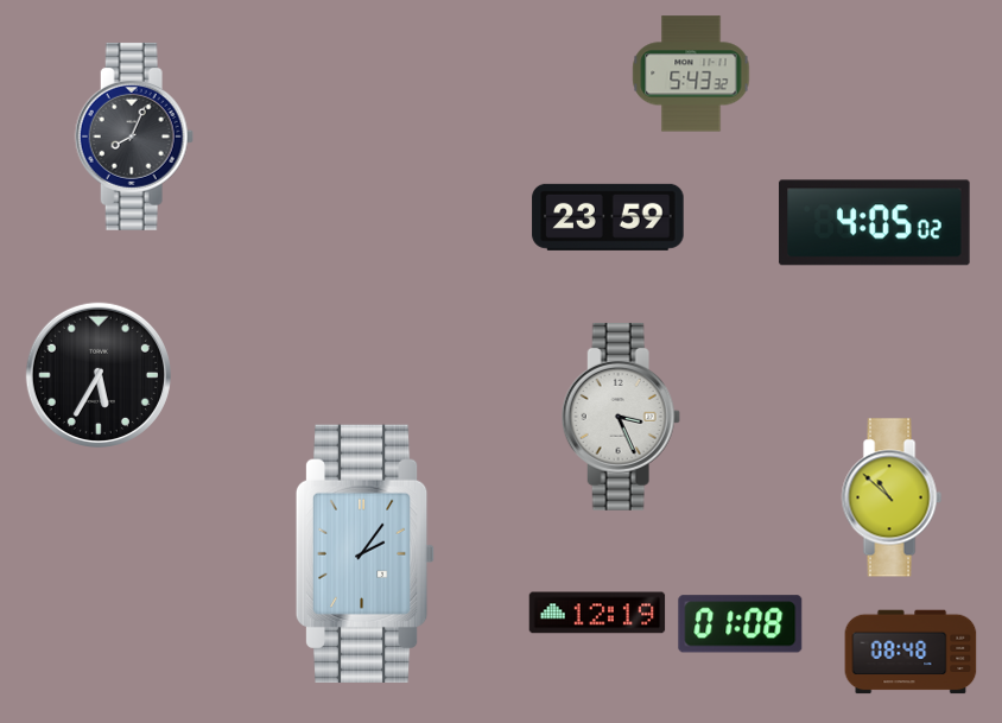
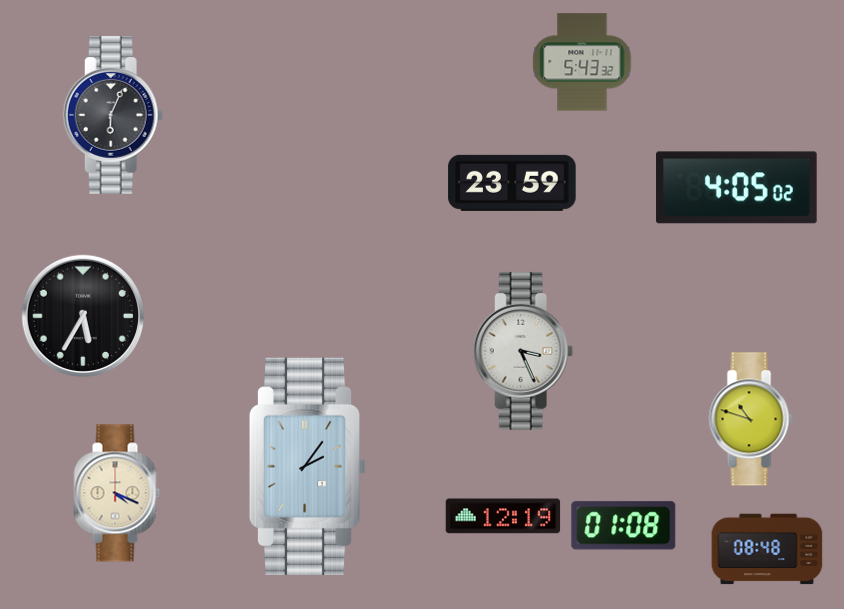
clock at (134, 137): 8:04 -> 6:04
clock at (892, 497): 10:52 -> 10:48
clock at (117, 493): none -> 4:19
